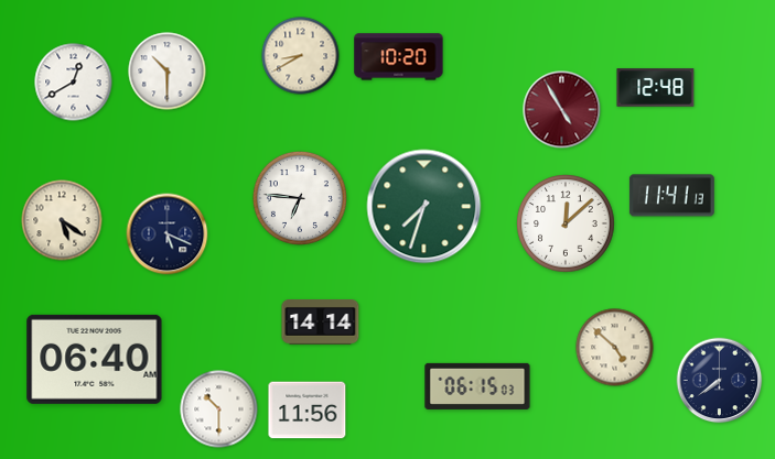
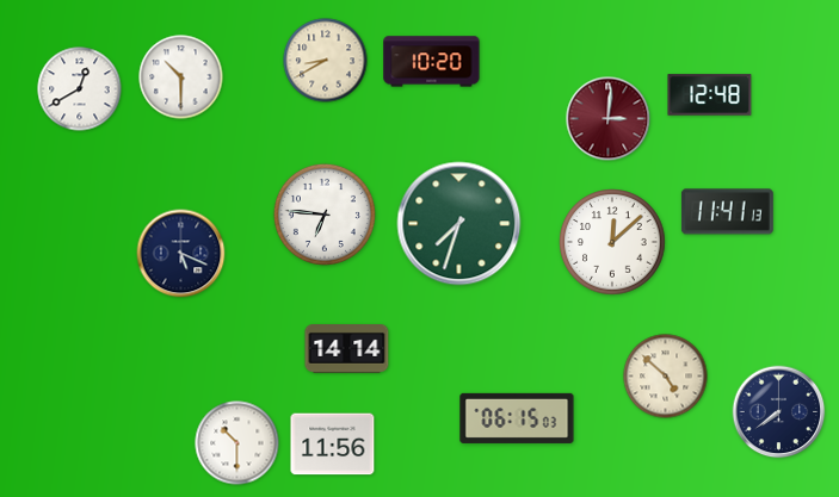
clock at (562, 110): 4:55 -> 3:01
clock at (62, 220): 5:21 -> none
clock at (95, 359): 06:40 -> none
